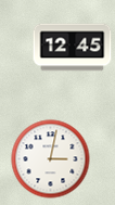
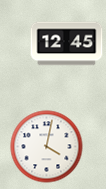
clock at (51, 159): 3:02 -> 4:02
